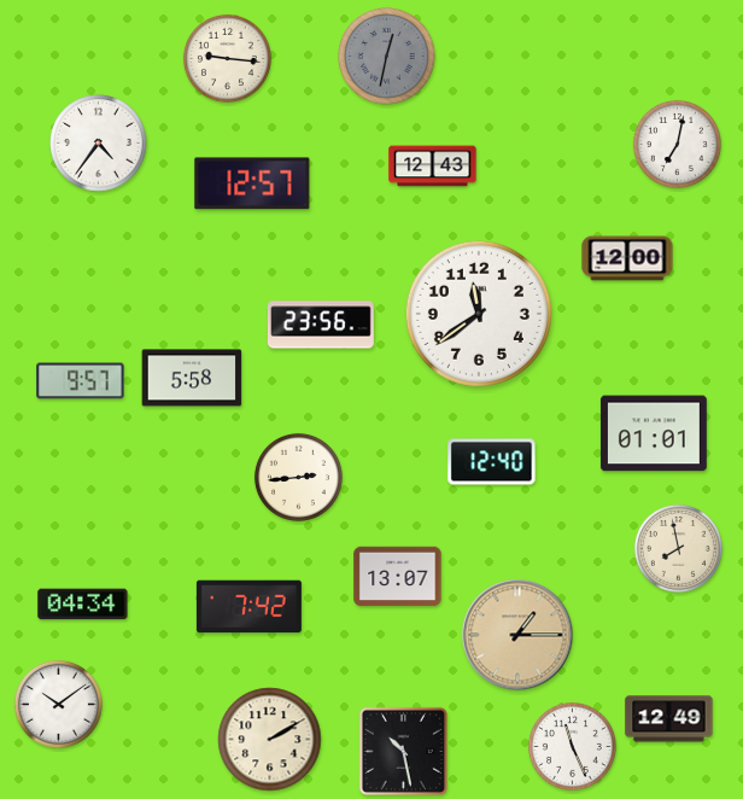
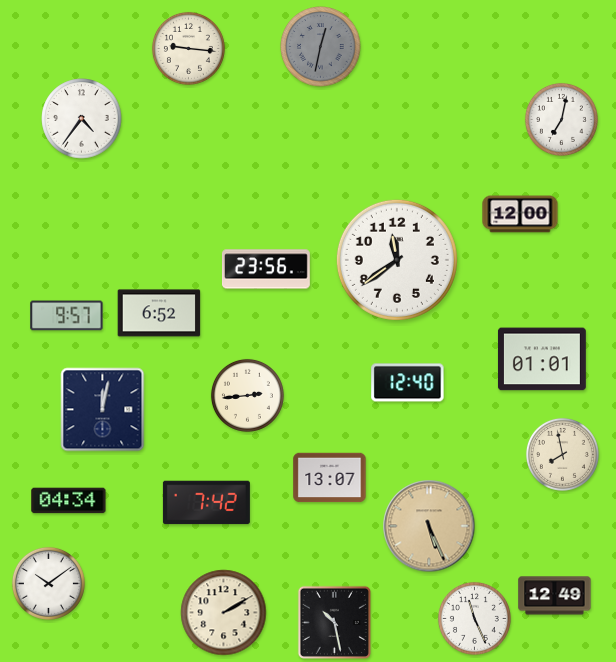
clock at (433, 167): 12:43 -> none
clock at (252, 183): 12:57 -> none
clock at (192, 378): 5:58 -> 6:52
clock at (103, 410): none -> 12:02
clock at (517, 635): 1:15 -> 5:26
